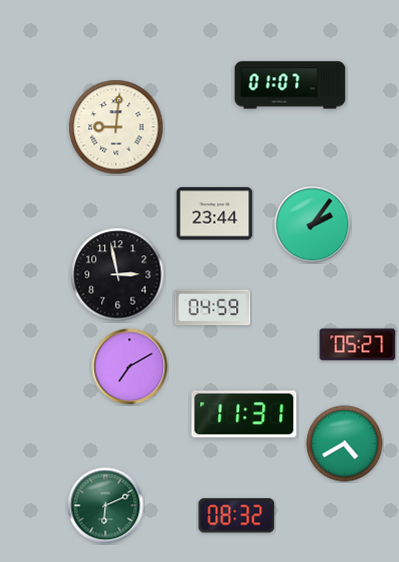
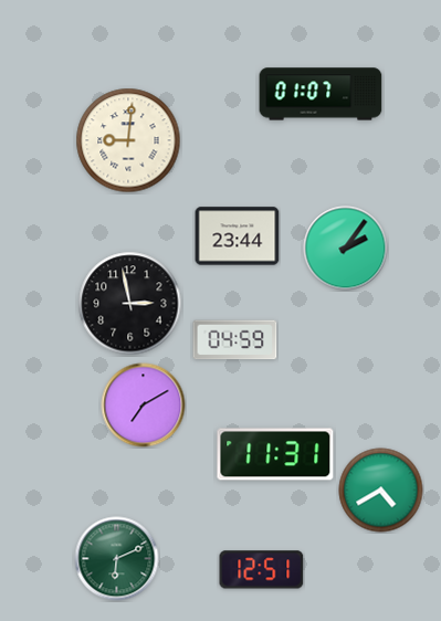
clock at (358, 345): 05:27 -> none
clock at (244, 414) position: (244, 414) -> (275, 454)
clock at (237, 516): 08:32 -> 12:51
